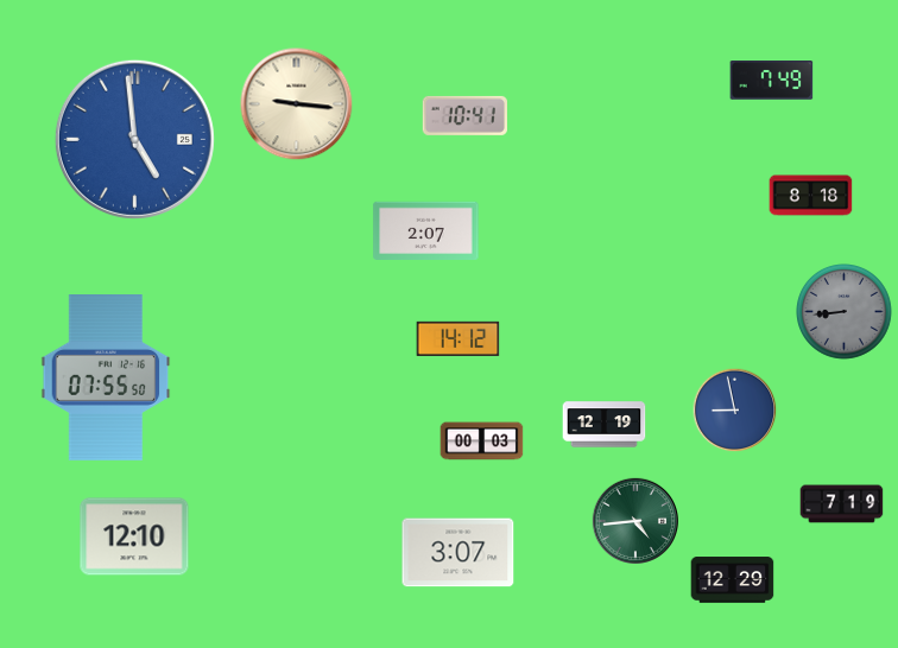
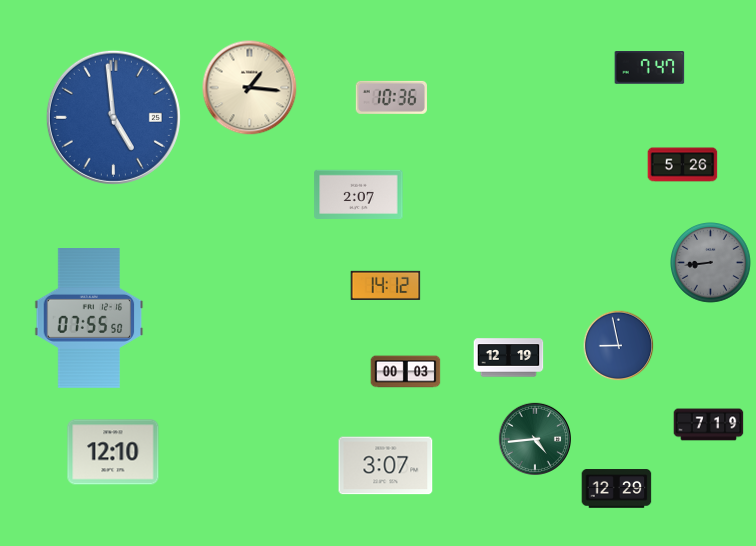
clock at (772, 81): 7:49 -> 7:47
clock at (297, 104): 9:16 -> 1:16
clock at (464, 115): 10:41 -> 10:36
clock at (811, 196): 8:18 -> 5:26
